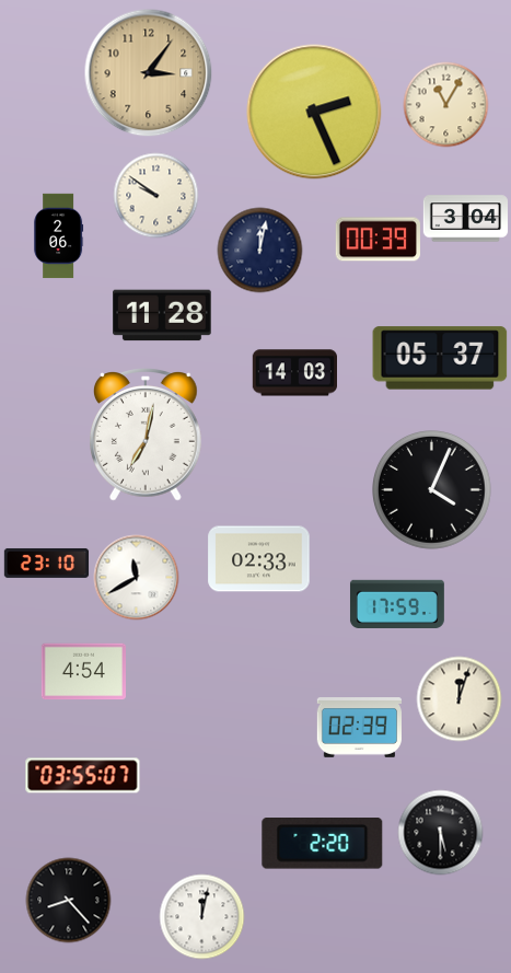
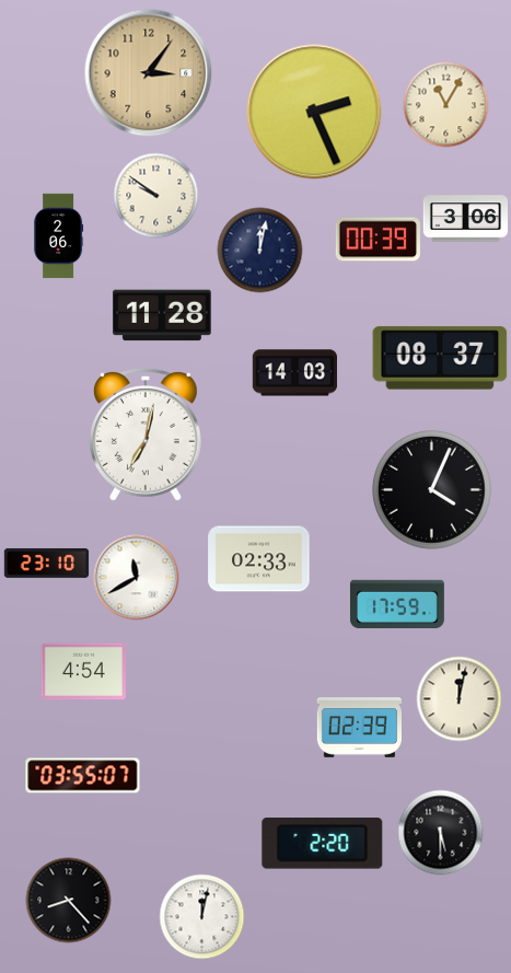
clock at (465, 219): 3:04 -> 3:06
clock at (440, 358): 05:37 -> 08:37
clock at (458, 698): 12:03 -> 12:02
